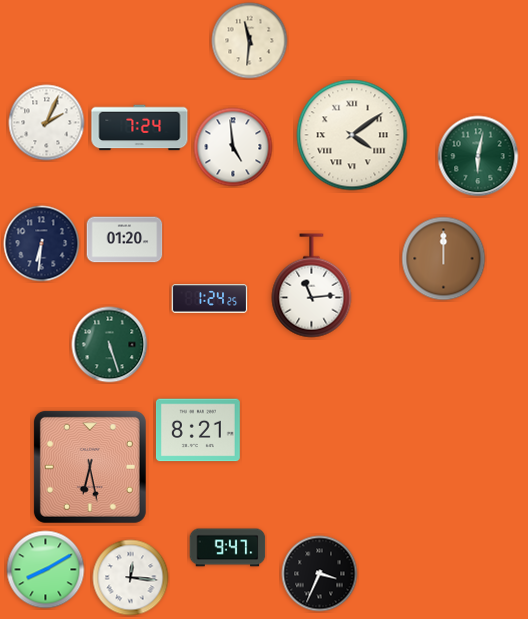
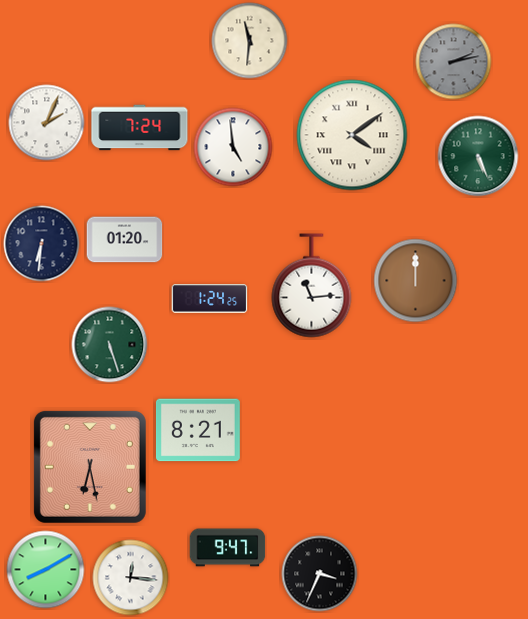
clock at (454, 62): none -> 2:13
clock at (478, 156): 6:02 -> 5:26
clock at (444, 259) position: (444, 259) -> (416, 281)
